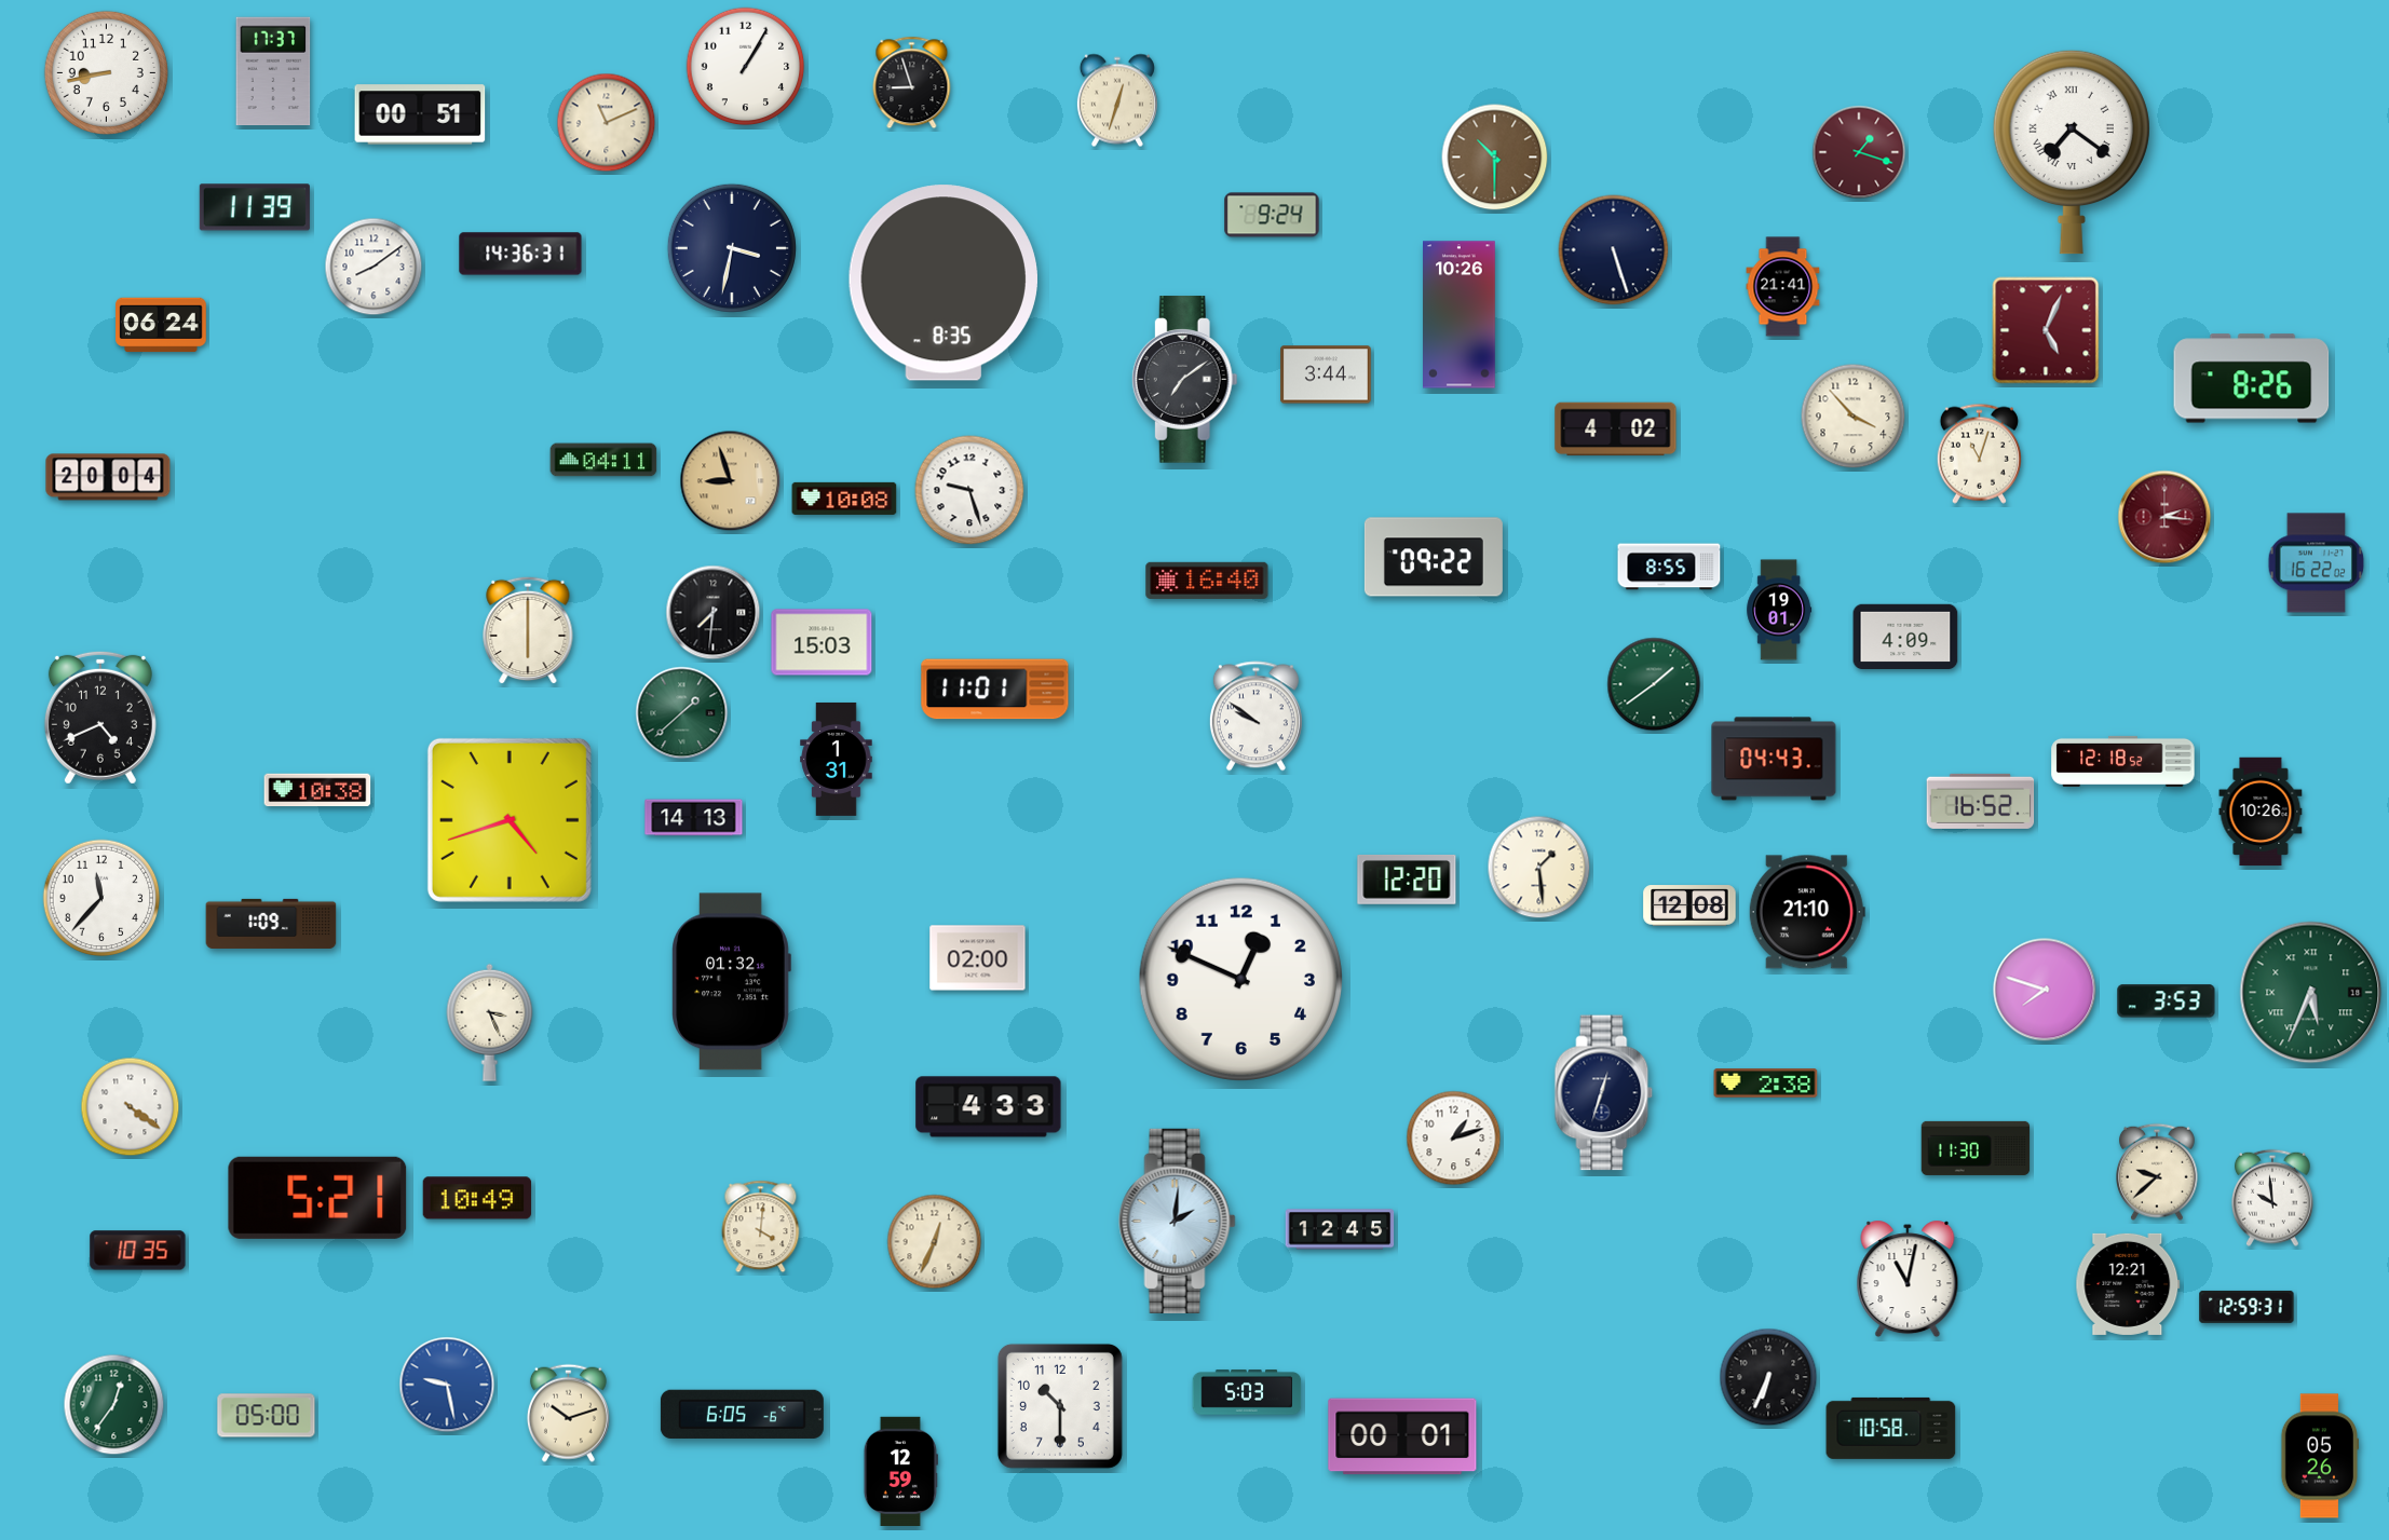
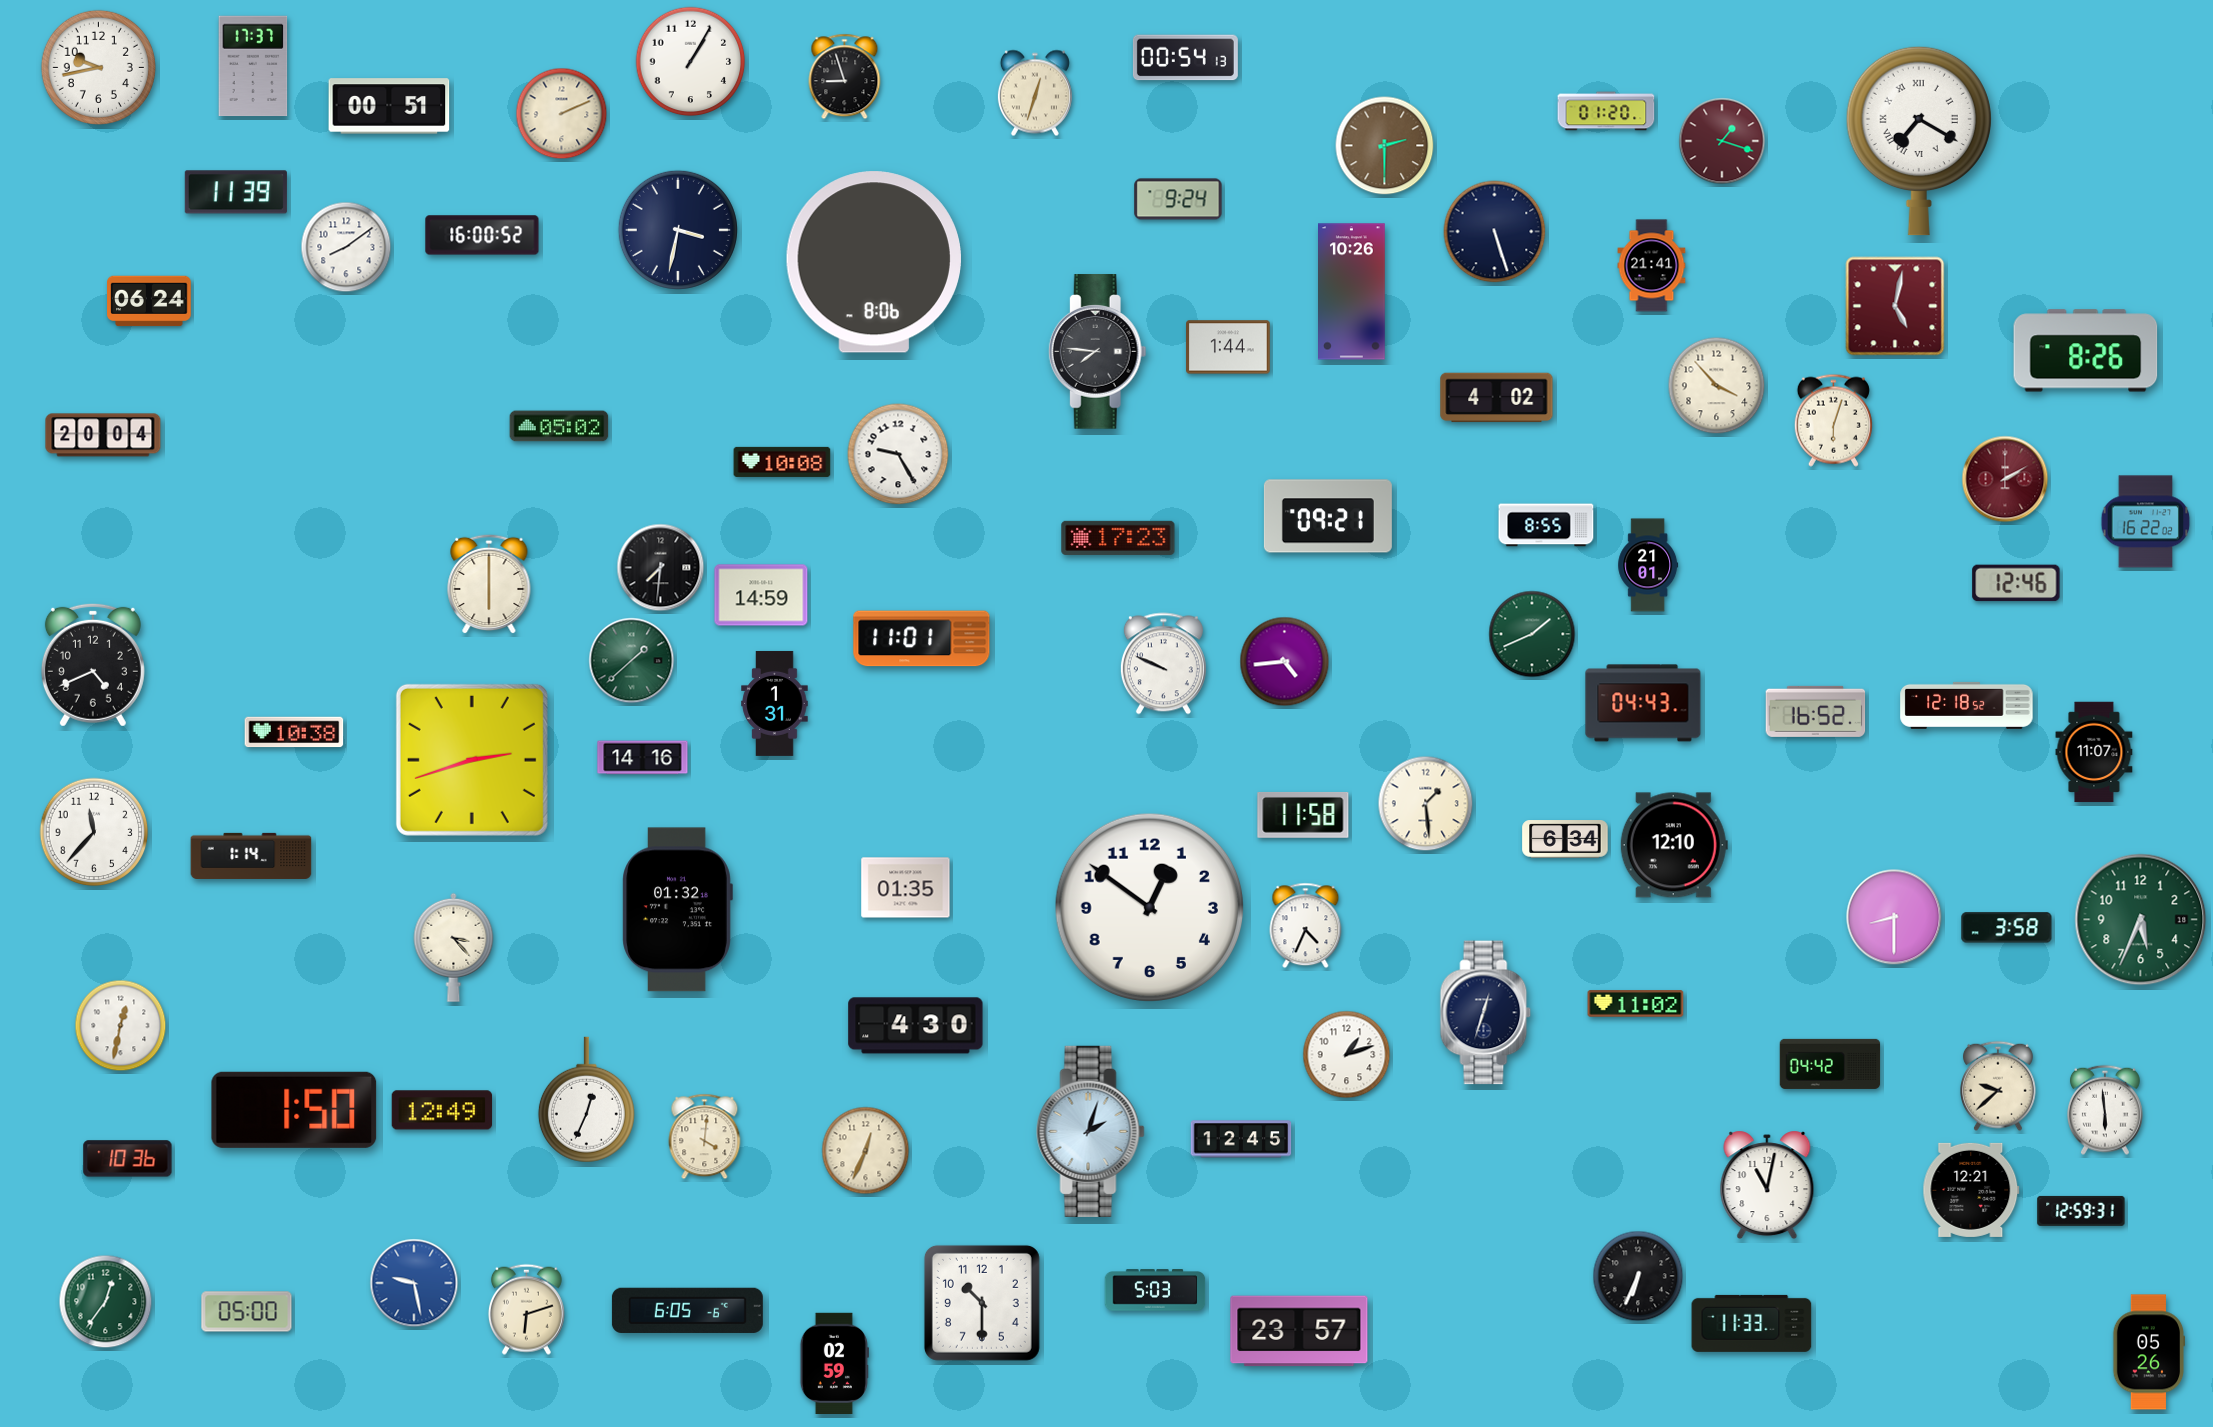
clock at (1185, 58): none -> 00:54
clock at (106, 72): 8:43 -> 9:43
clock at (1606, 111): none -> 01:20
clock at (607, 123): 11:11 -> 2:11
clock at (2072, 152): 7:21 -> 7:20
clock at (1495, 158): 10:30 -> 2:30
clock at (520, 254): 14:36 -> 16:00
clock at (944, 283): 8:35 -> 8:06
clock at (2046, 330): 5:04 -> 5:02
clock at (1326, 374): 3:44 -> 1:44
clock at (1184, 380): 7:09 -> 7:46
clock at (1979, 453): 11:03 -> 6:03
clock at (603, 460): 04:11 -> 05:02
clock at (108, 477) position: (108, 477) -> (103, 435)
clock at (731, 481): 8:57 -> none
clock at (969, 490): 9:27 -> 9:25
clock at (2164, 517): 2:16 -> 2:10
clock at (1434, 557): 09:22 -> 09:21
clock at (1207, 581): 16:40 -> 17:23
clock at (1779, 610): 19:01 -> 21:01
clock at (2016, 583): none -> 12:46
clock at (1905, 636): 4:09 -> none
clock at (822, 642): 15:03 -> 14:59
clock at (1654, 684): 1:39 -> 1:41
clock at (1285, 662): none -> 4:44
clock at (1255, 717): 9:51 -> 9:49
clock at (1981, 801) position: (1981, 801) -> (1816, 711)
clock at (2261, 812): 10:26 -> 11:07
clock at (694, 818): 14:13 -> 14:16
clock at (510, 820): 4:42 -> 2:42
clock at (1407, 880): 12:20 -> 11:58
clock at (1689, 905): 12:08 -> 6:34
clock at (1807, 912): 21:10 -> 12:10
clock at (271, 924): 1:09 -> 1:14
clock at (978, 958): 02:00 -> 01:35
clock at (1240, 979): 12:49 -> 12:51
clock at (2045, 990): 7:48 -> 8:30
clock at (2311, 993) numerals: Roman -> Arabic
clock at (1306, 926): none -> 4:34
clock at (2167, 1001): 3:53 -> 3:58
clock at (490, 1022): 3:26 -> 3:23
clock at (1766, 1084): 2:38 -> 11:02
clock at (131, 1107): 4:21 -> 12:32
clock at (989, 1107): 4:33 -> 4:30
clock at (1976, 1148): 11:30 -> 04:42
clock at (586, 1100): none -> 12:34
clock at (317, 1198): 5:21 -> 1:50
clock at (477, 1198): 10:49 -> 12:49
clock at (2273, 1198): 9:59 -> 5:59
clock at (1178, 1221): 2:01 -> 2:03
clock at (138, 1251): 10:35 -> 10:36
clock at (568, 1413): 10:12 -> 6:12
clock at (1891, 1428): 10:58 -> 11:33
clock at (1402, 1436): 00:01 -> 23:57
clock at (2319, 1456) position: (2319, 1456) -> (2148, 1352)
clock at (900, 1471): 12:59 -> 02:59
